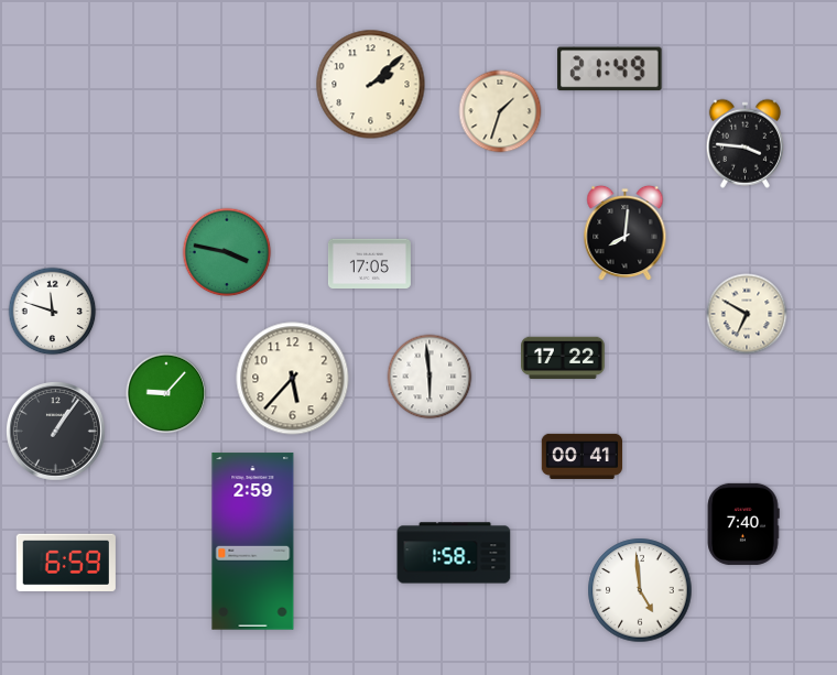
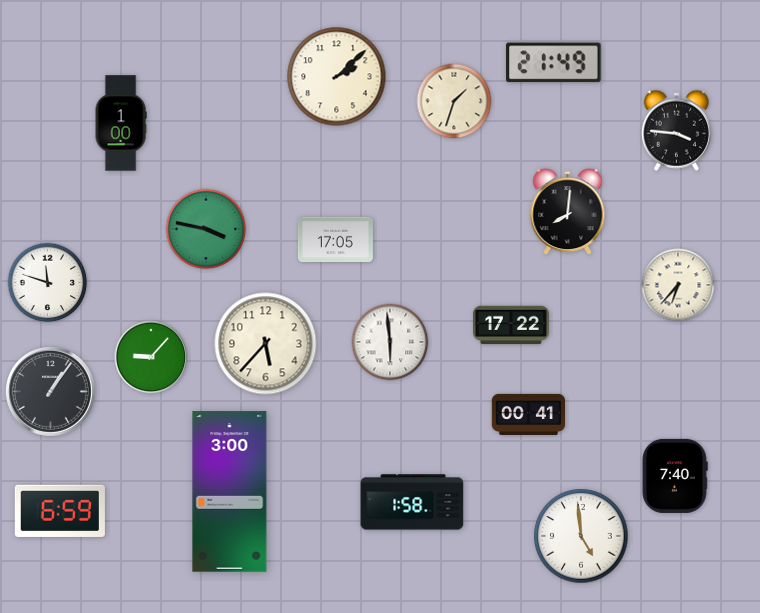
clock at (121, 123): none -> 1:00
clock at (747, 314): 6:50 -> 6:37
clock at (253, 542): 2:59 -> 3:00
